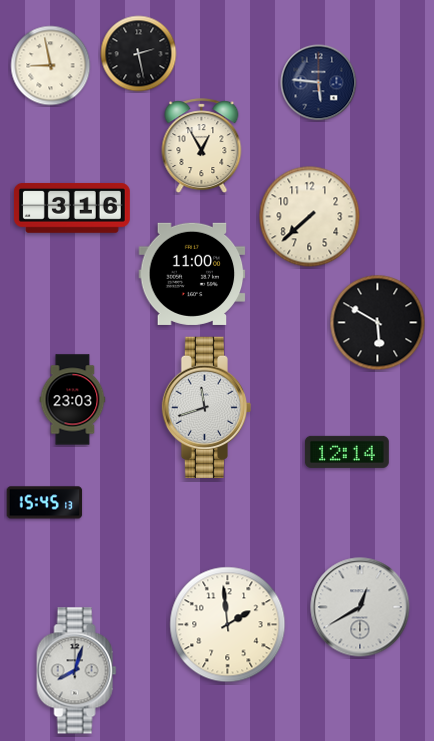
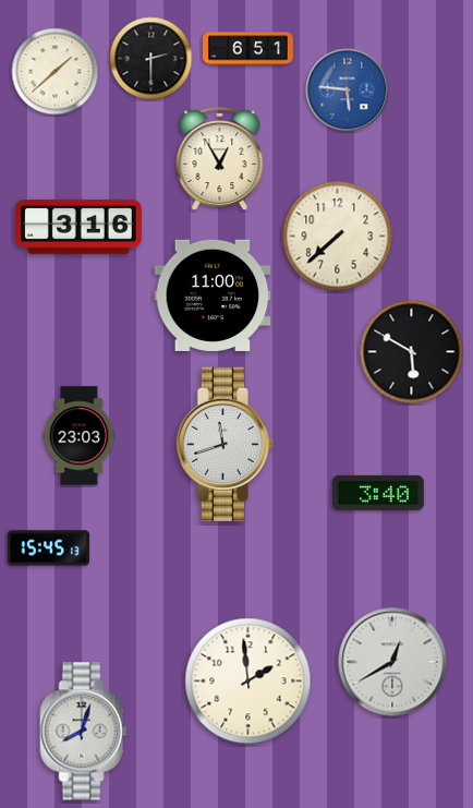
clock at (248, 49): none -> 6:51
clock at (139, 54): 2:28 -> 2:30
clock at (51, 66): 8:58 -> 1:38
clock at (319, 83) dial: navy -> blue
clock at (192, 274) position: (192, 274) -> (213, 296)
clock at (347, 452): 12:14 -> 3:40
